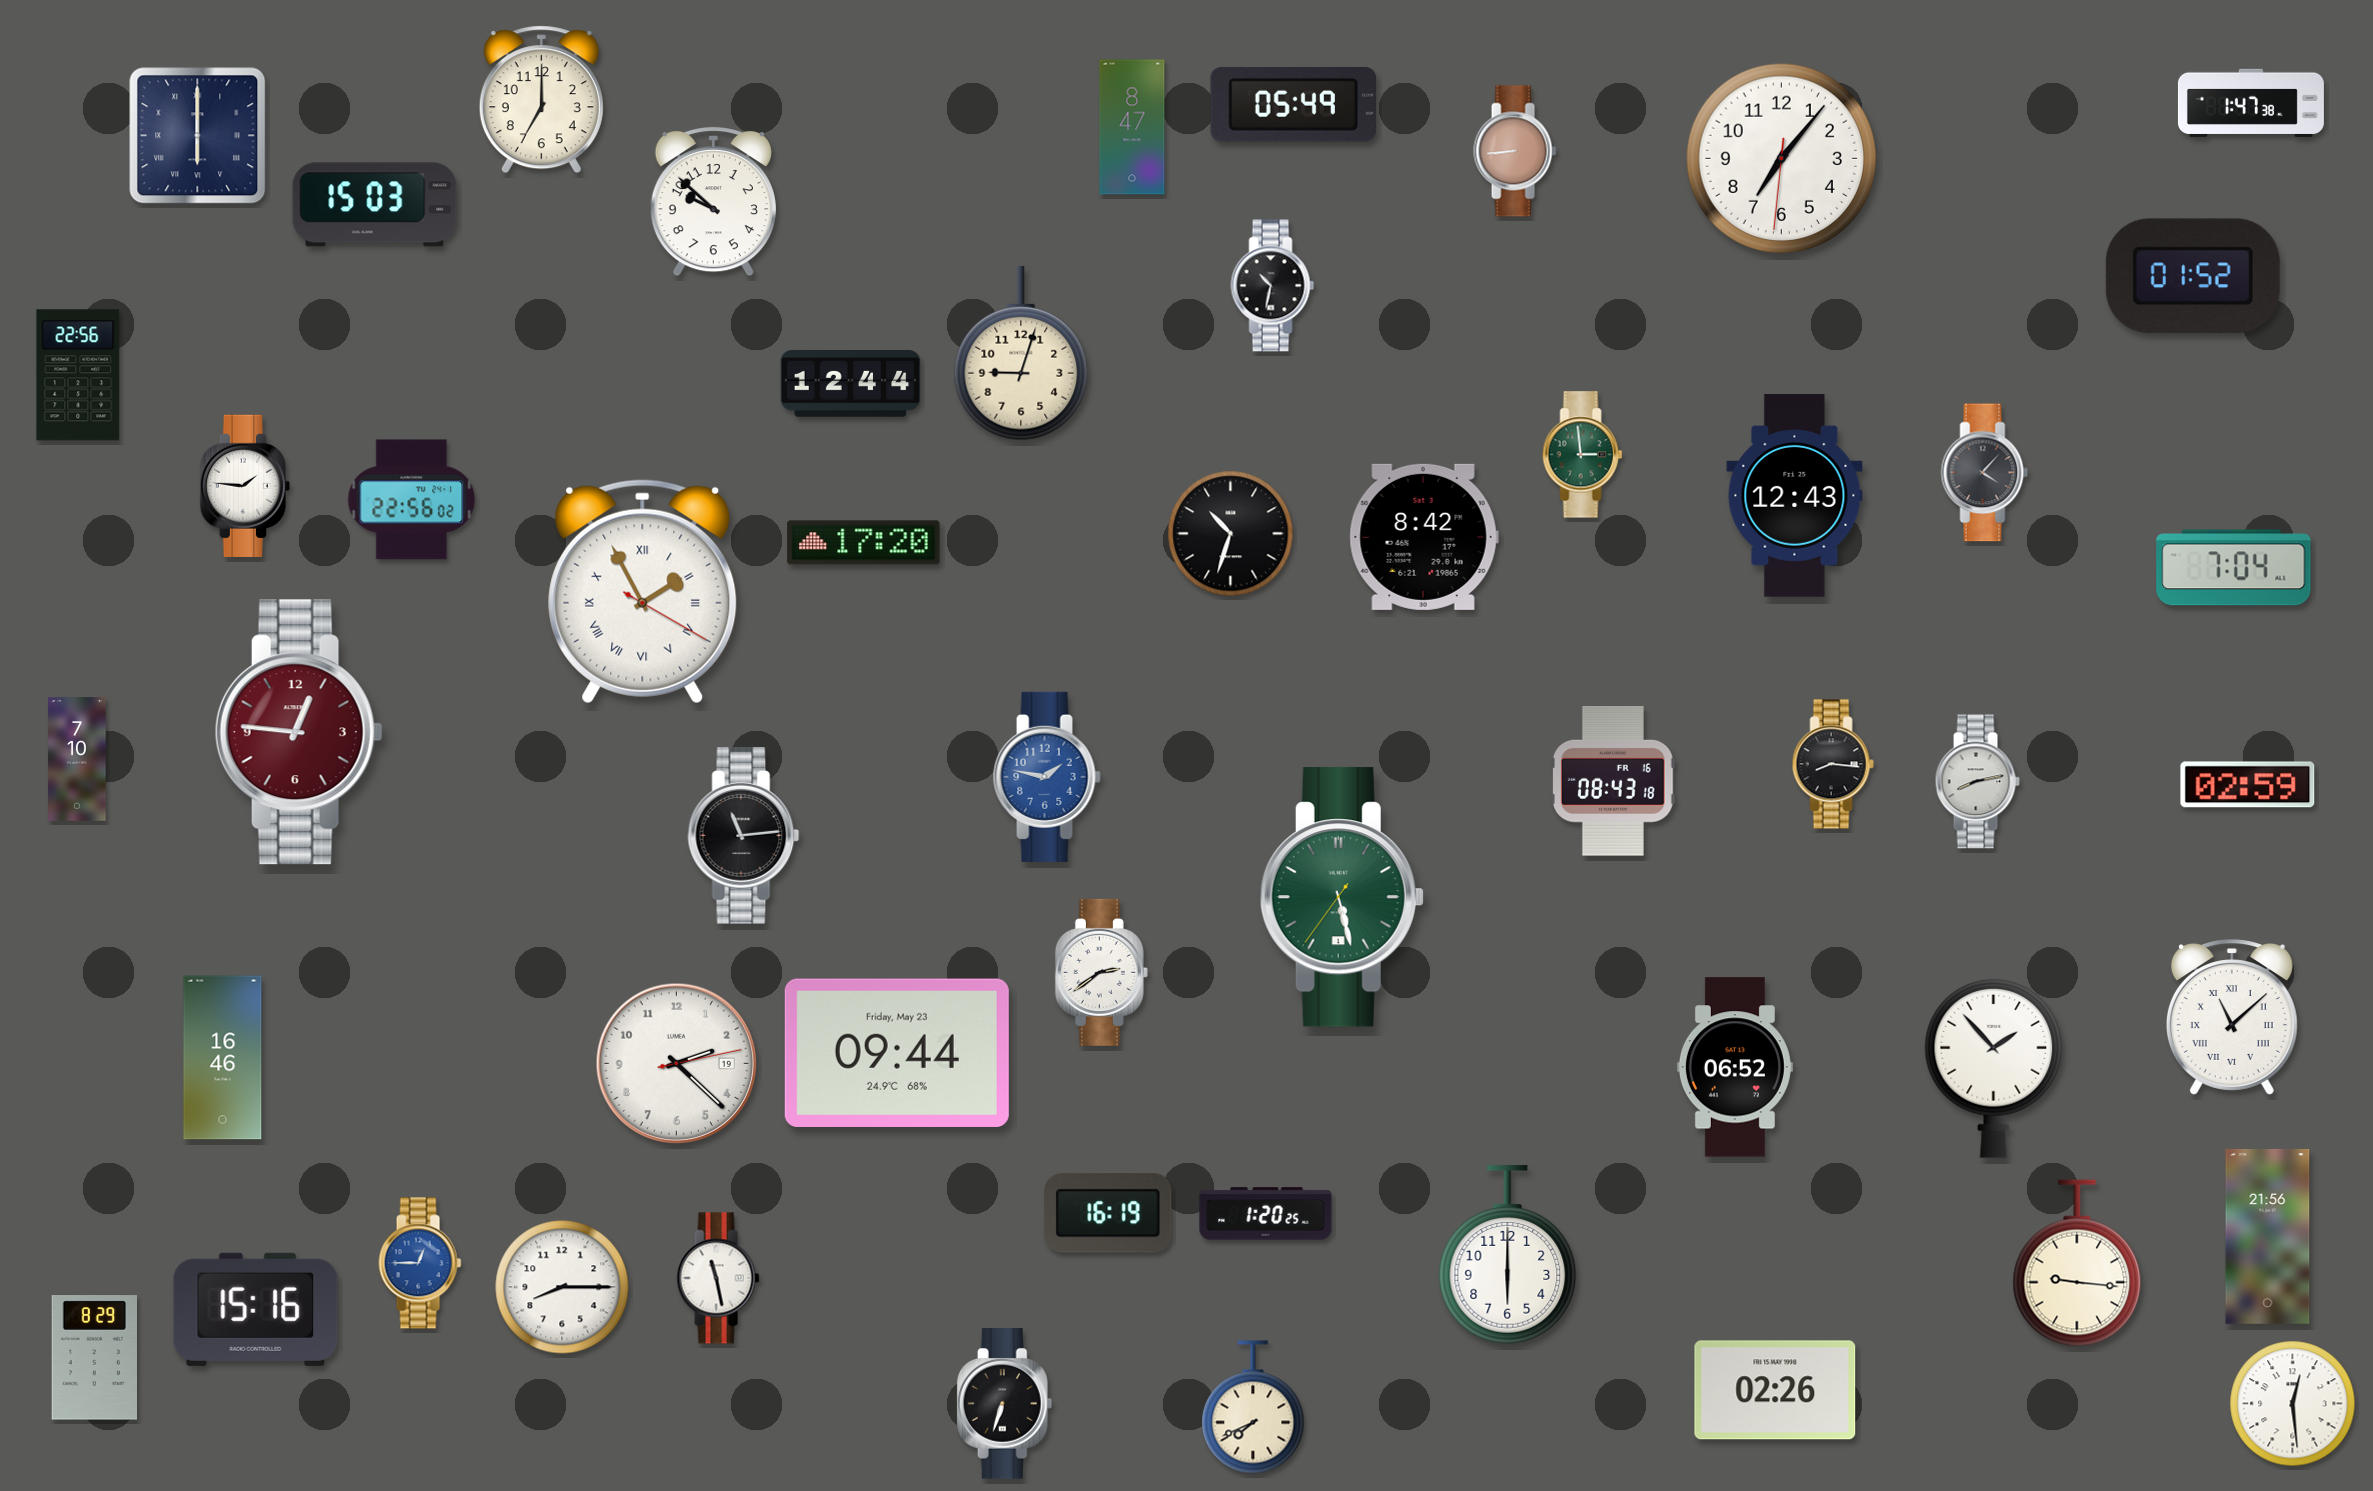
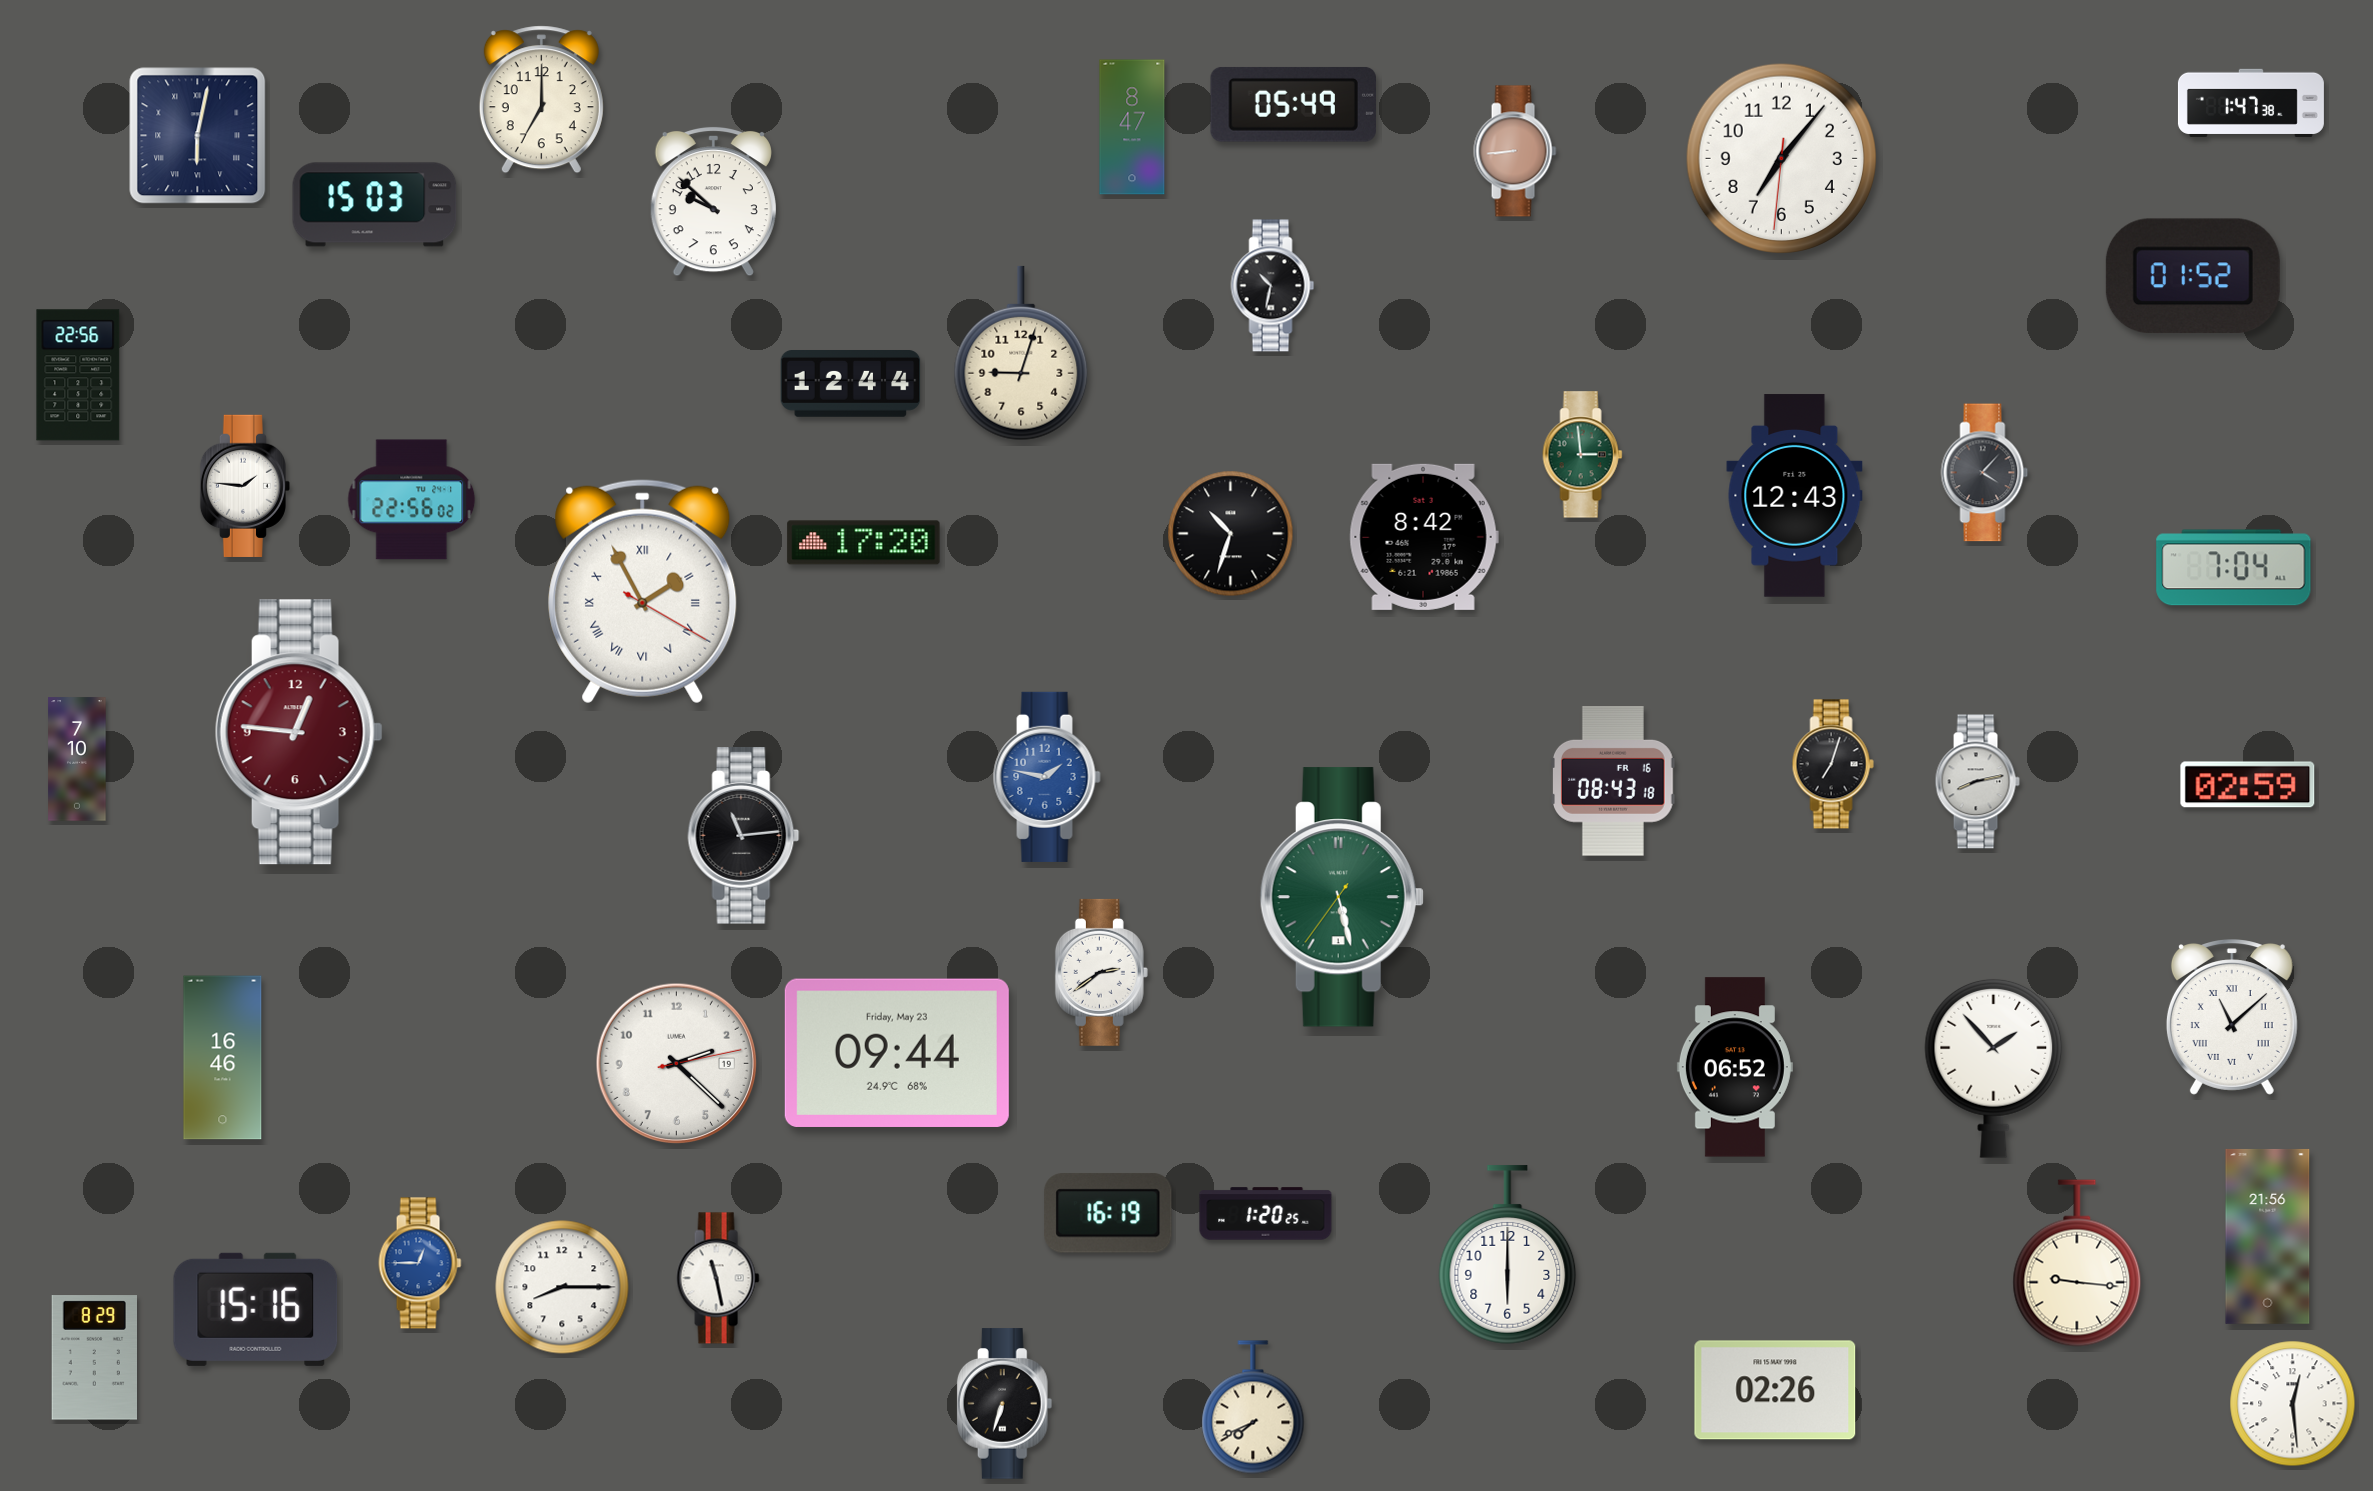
clock at (198, 136): 6:00 -> 6:02
clock at (1833, 764): 8:16 -> 7:03
